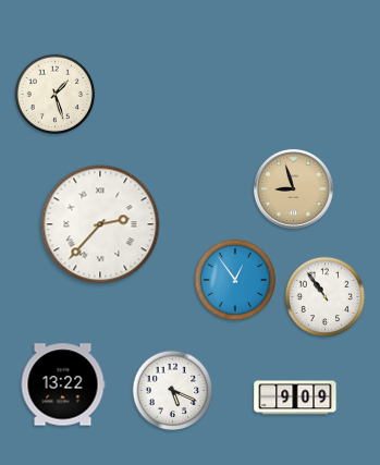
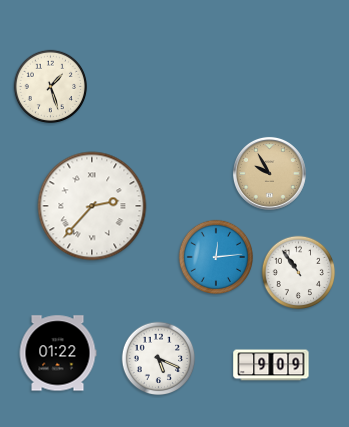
clock at (293, 188): 8:57 -> 9:55
clock at (235, 280): 12:54 -> 12:14
clock at (63, 384): 13:22 -> 01:22
